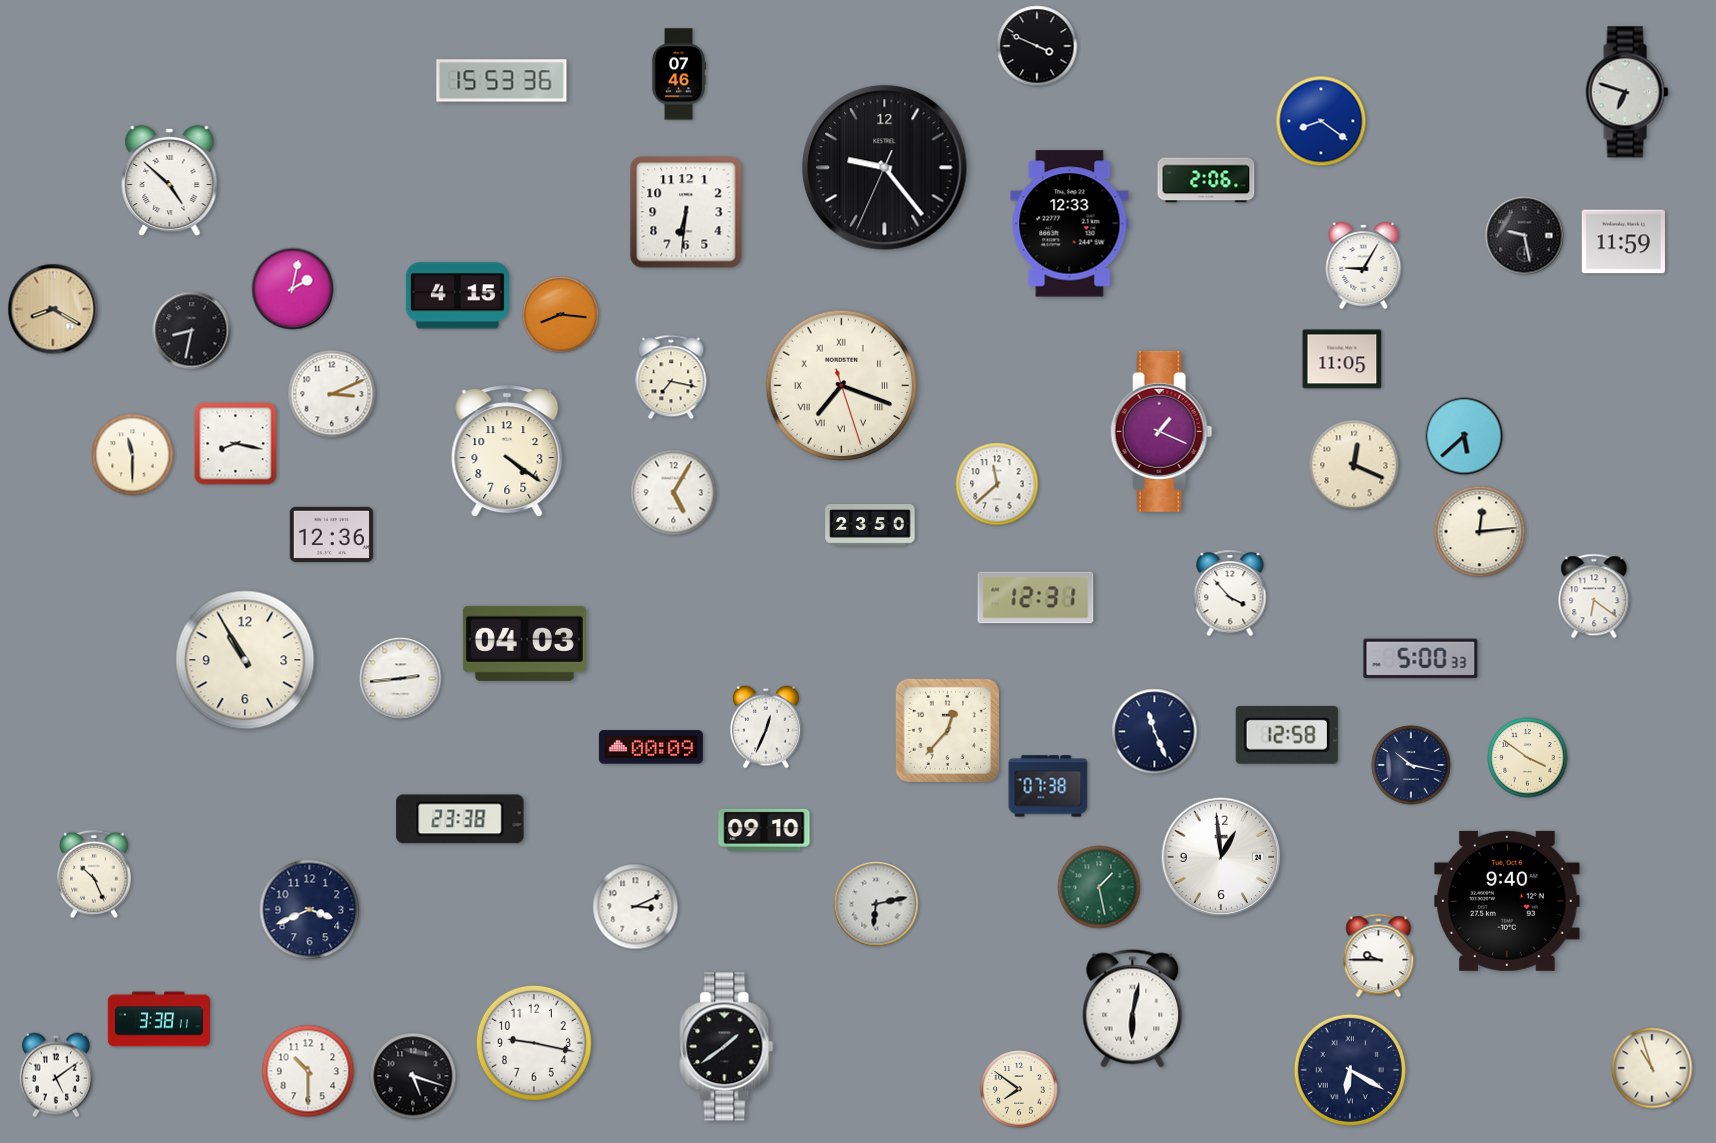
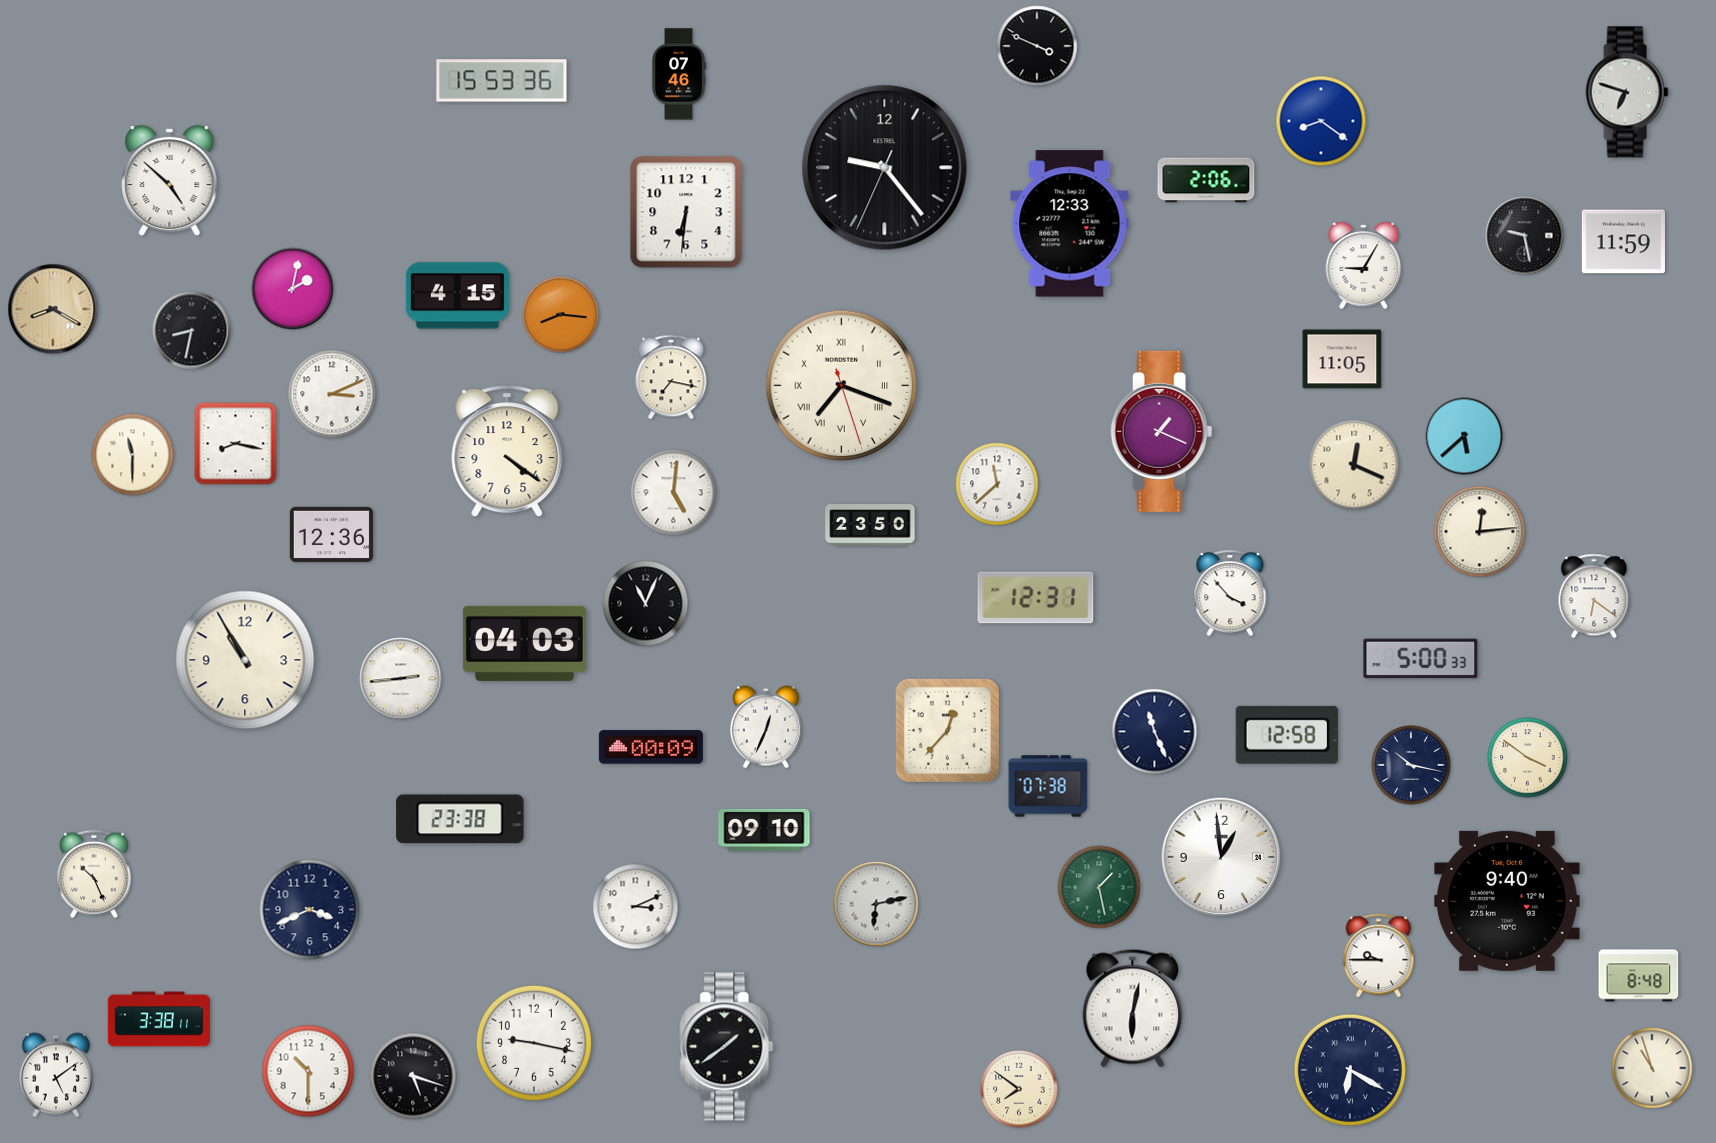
clock at (674, 493): 5:05 -> 5:01
clock at (646, 604): none -> 11:04
clock at (1639, 976): none -> 8:48
